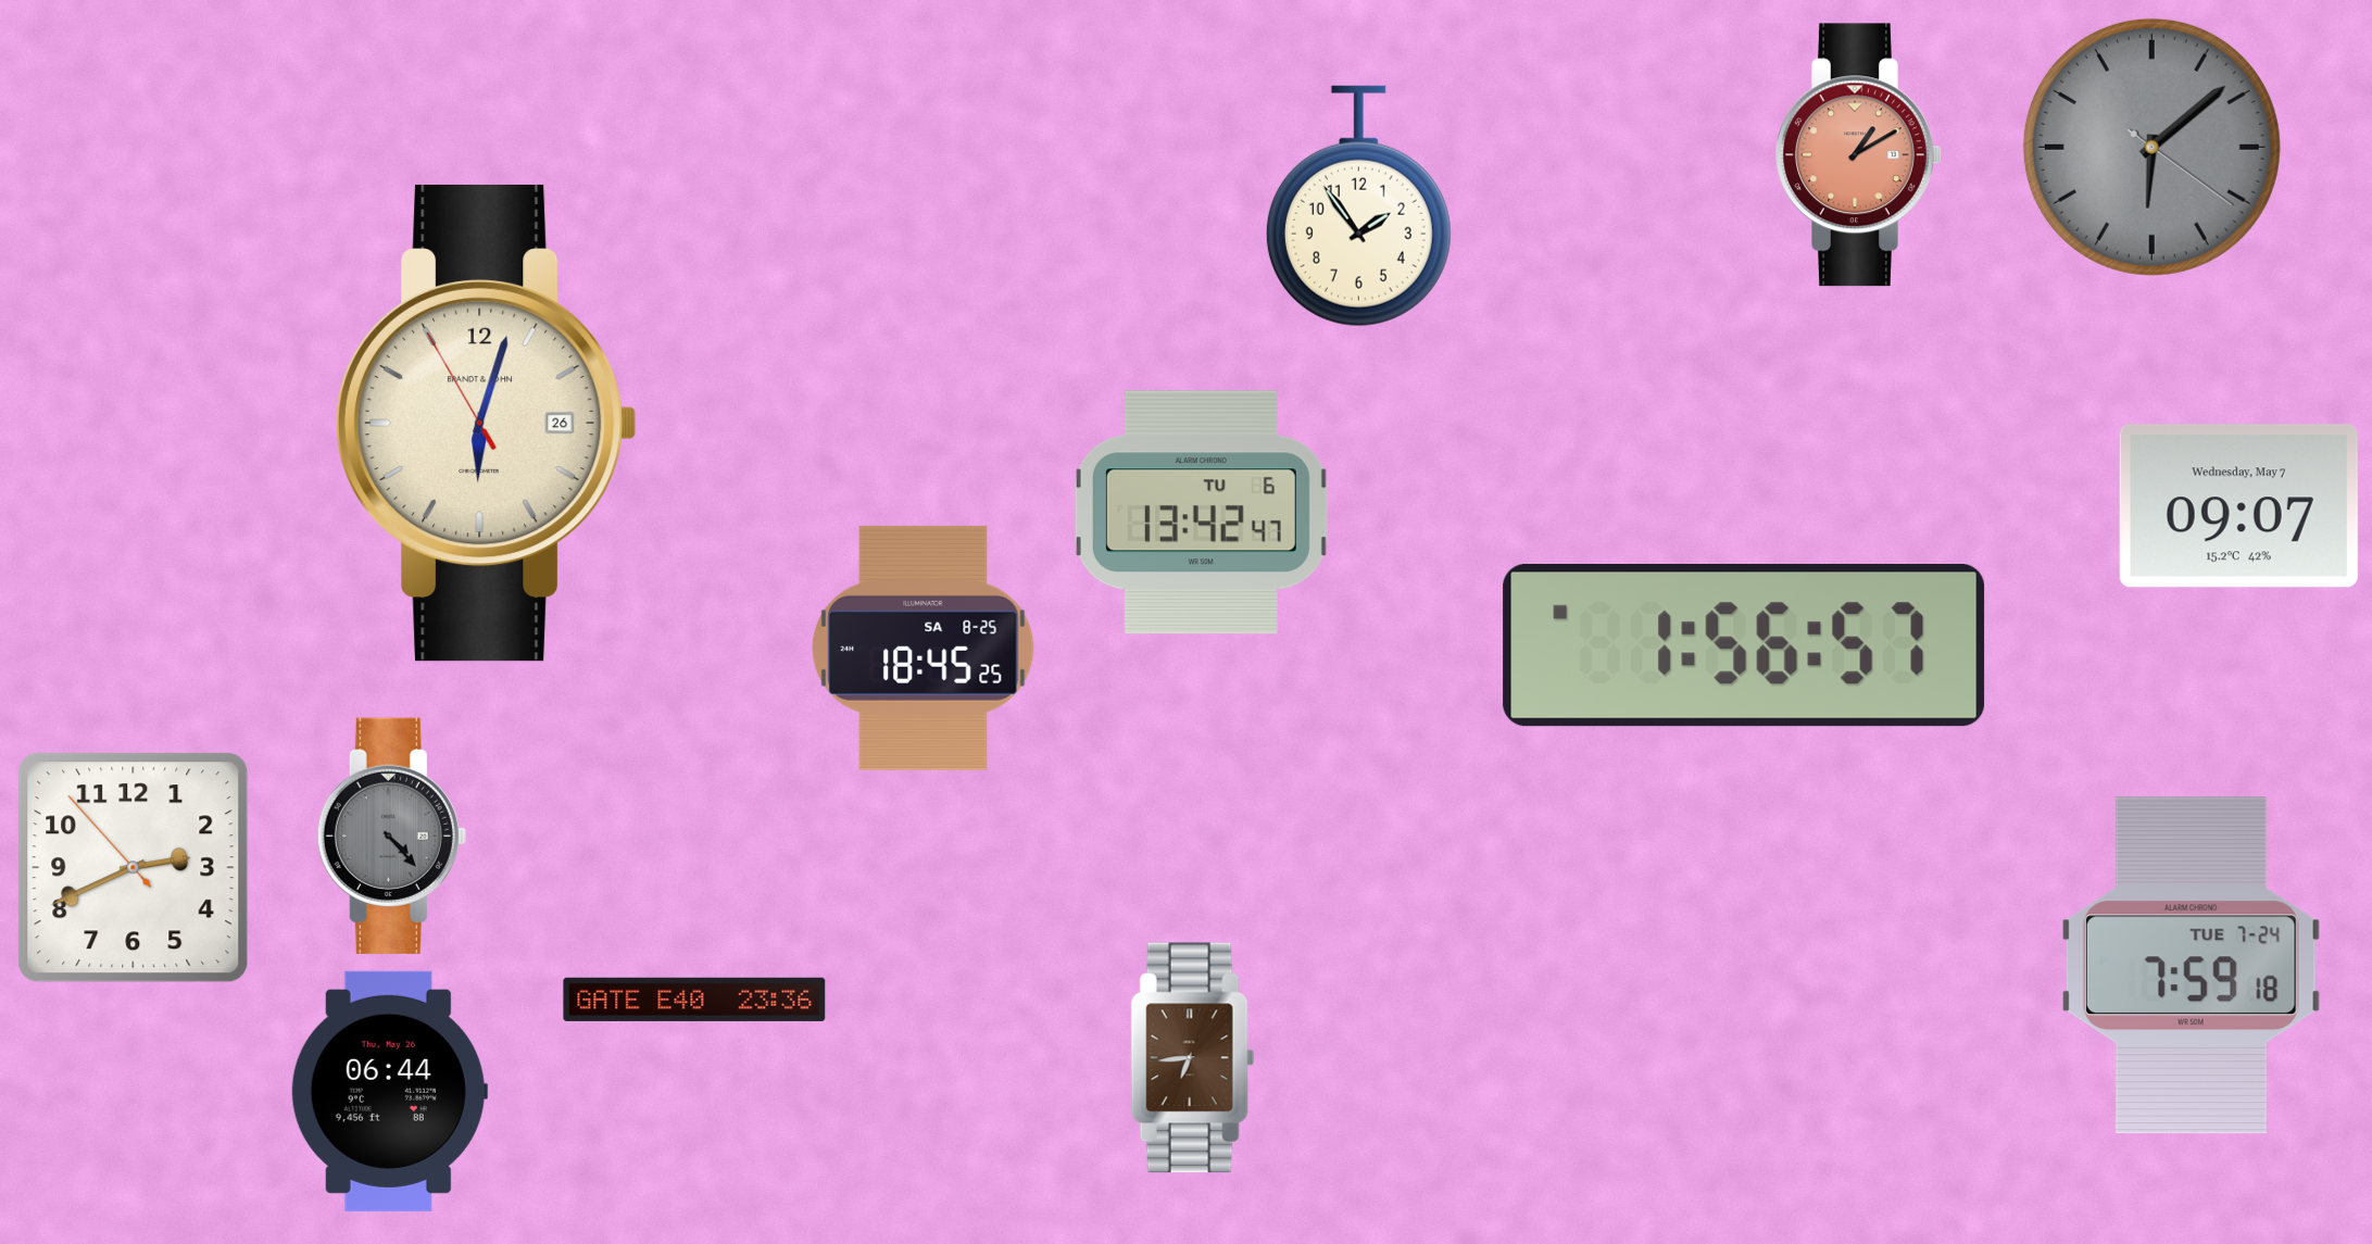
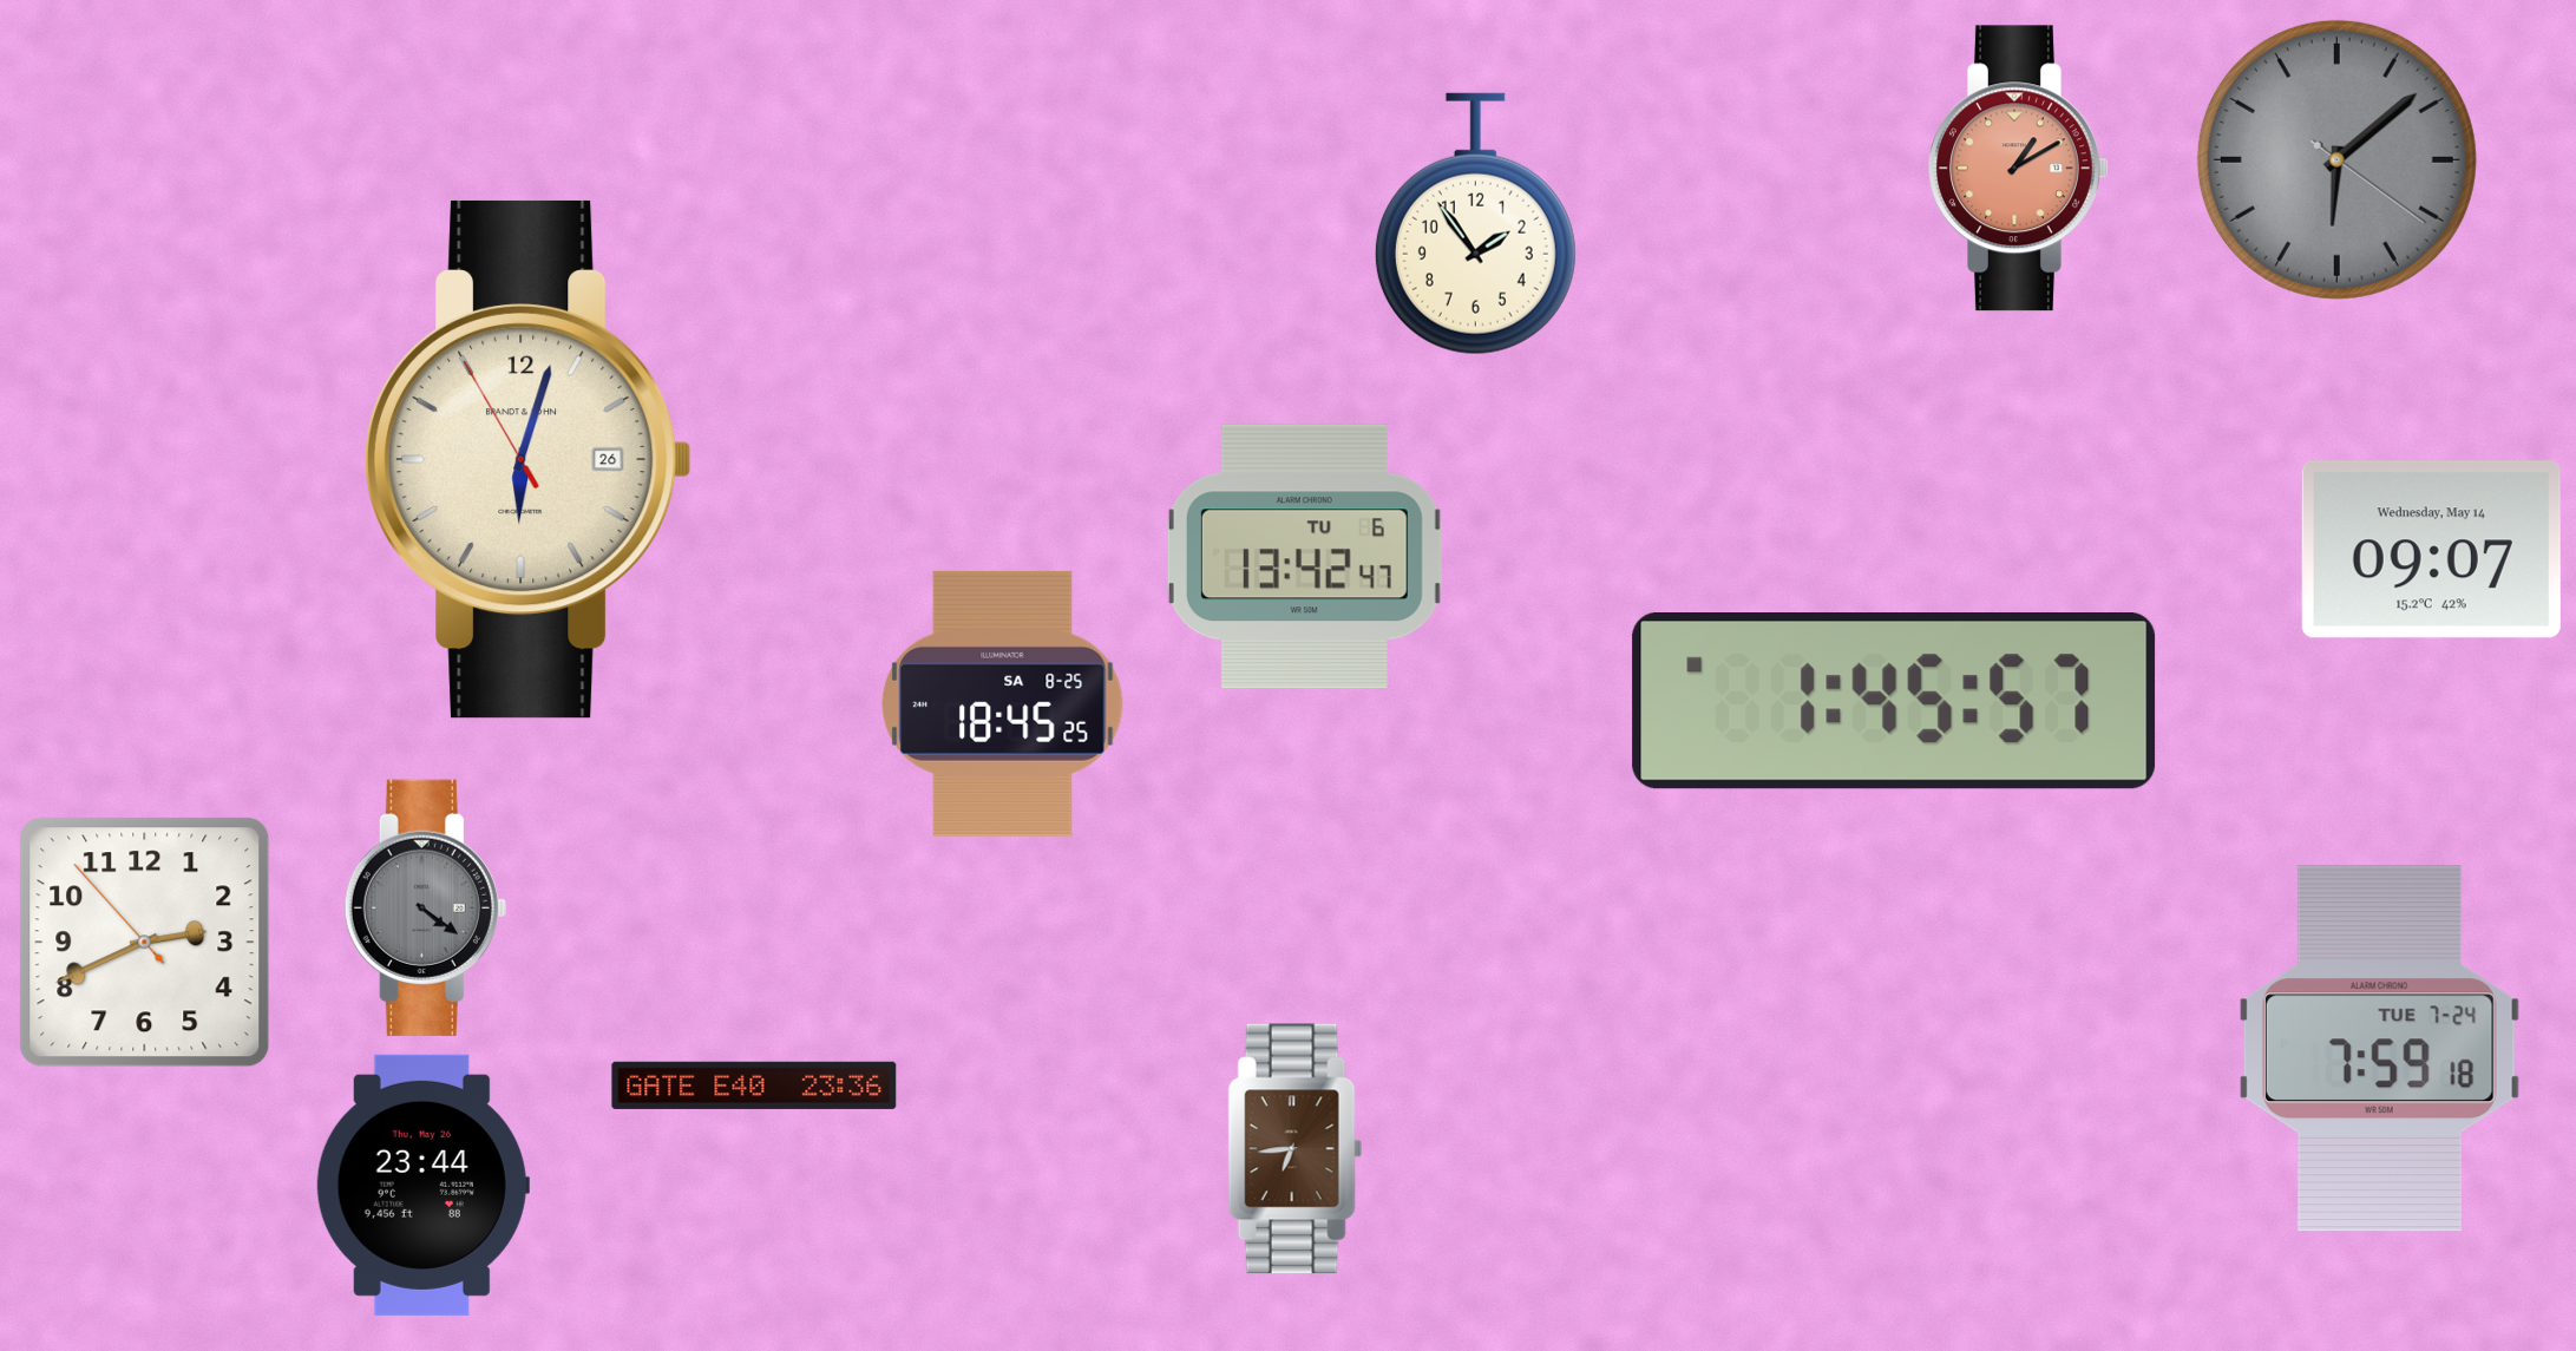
clock at (2238, 506) date: Wednesday, May 7 -> Wednesday, May 14
clock at (1744, 646): 1:56 -> 1:45
clock at (391, 835): 4:23 -> 4:21
clock at (389, 1091): 06:44 -> 23:44
